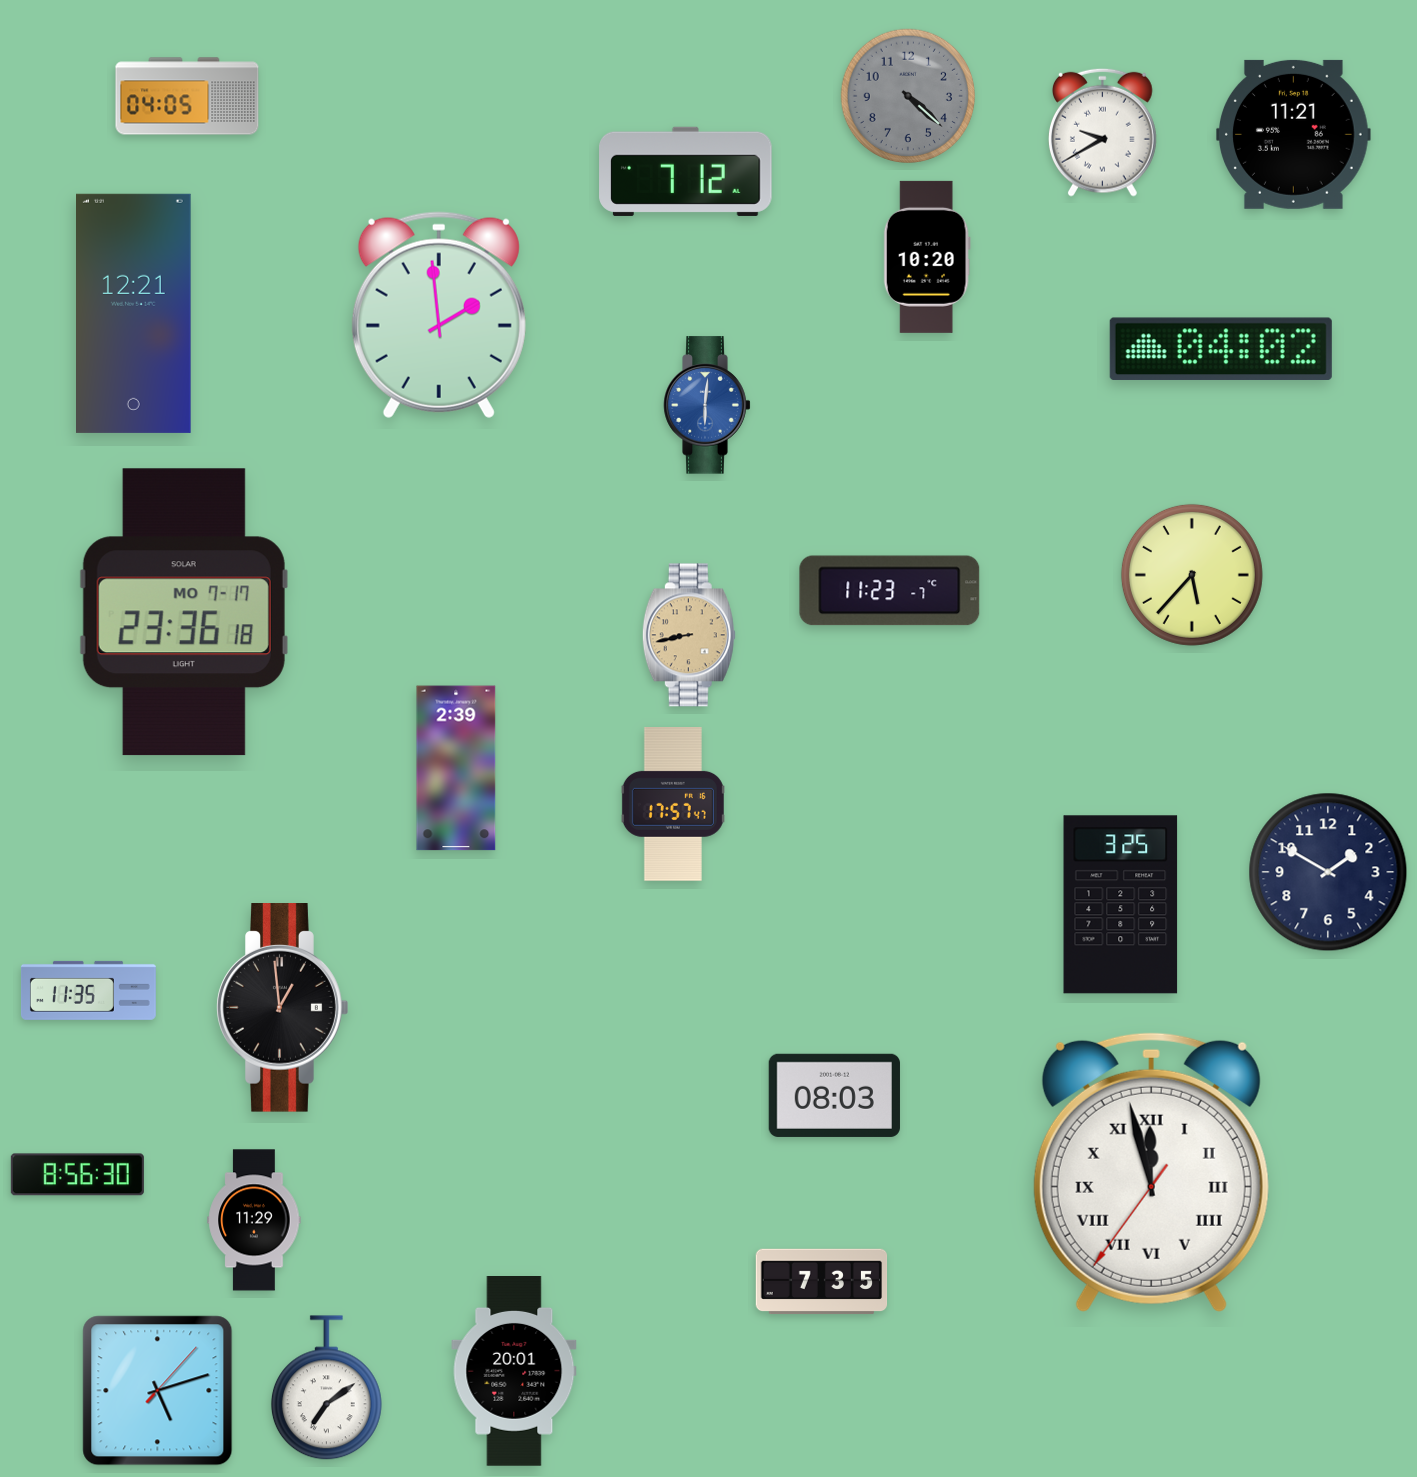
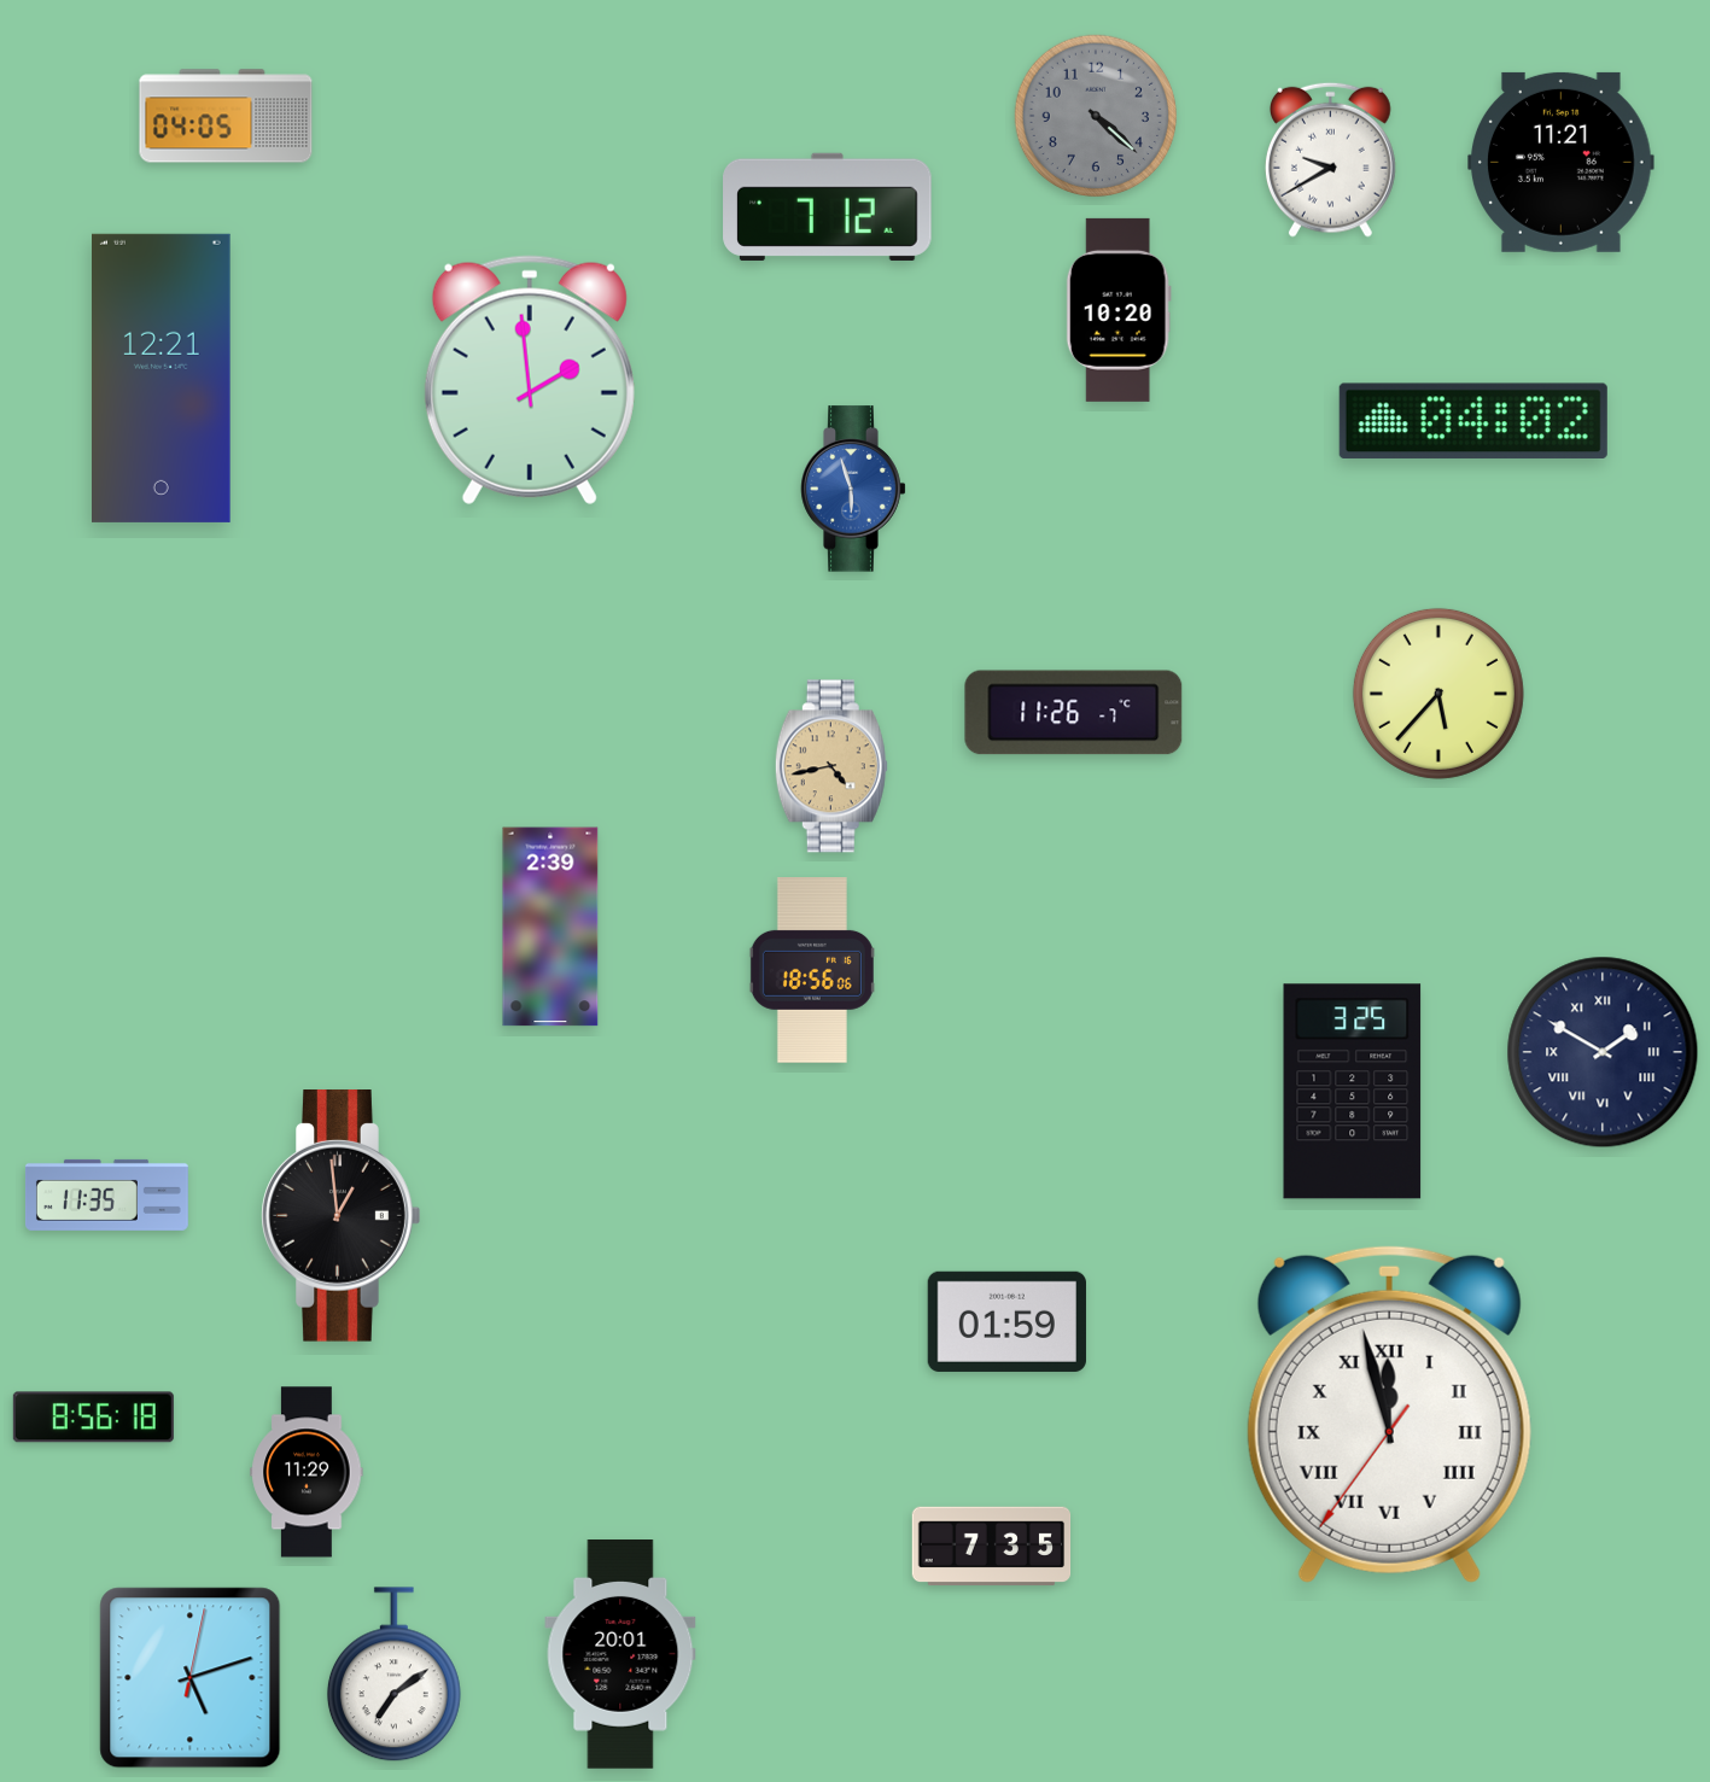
clock at (707, 405): 6:01 -> 5:57
clock at (890, 591): 11:23 -> 11:26
clock at (184, 612): 23:36 -> none
clock at (689, 635): 8:43 -> 4:43
clock at (673, 805): 17:57 -> 18:56
clock at (1328, 872) numerals: Arabic -> Roman
clock at (834, 1095): 08:03 -> 01:59
clock at (77, 1175): 8:56:30 -> 8:56:18
clock at (158, 1391): 5:12:07 -> 5:12:02
